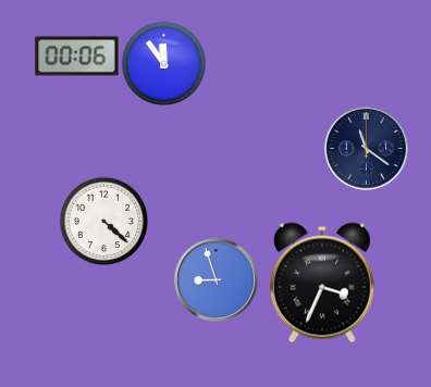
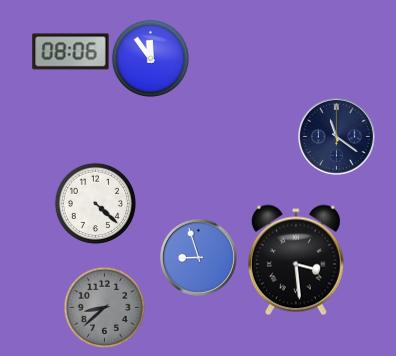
clock at (77, 57): 00:06 -> 08:06
clock at (322, 283): 3:34 -> 3:29
clock at (104, 307): none -> 8:38
